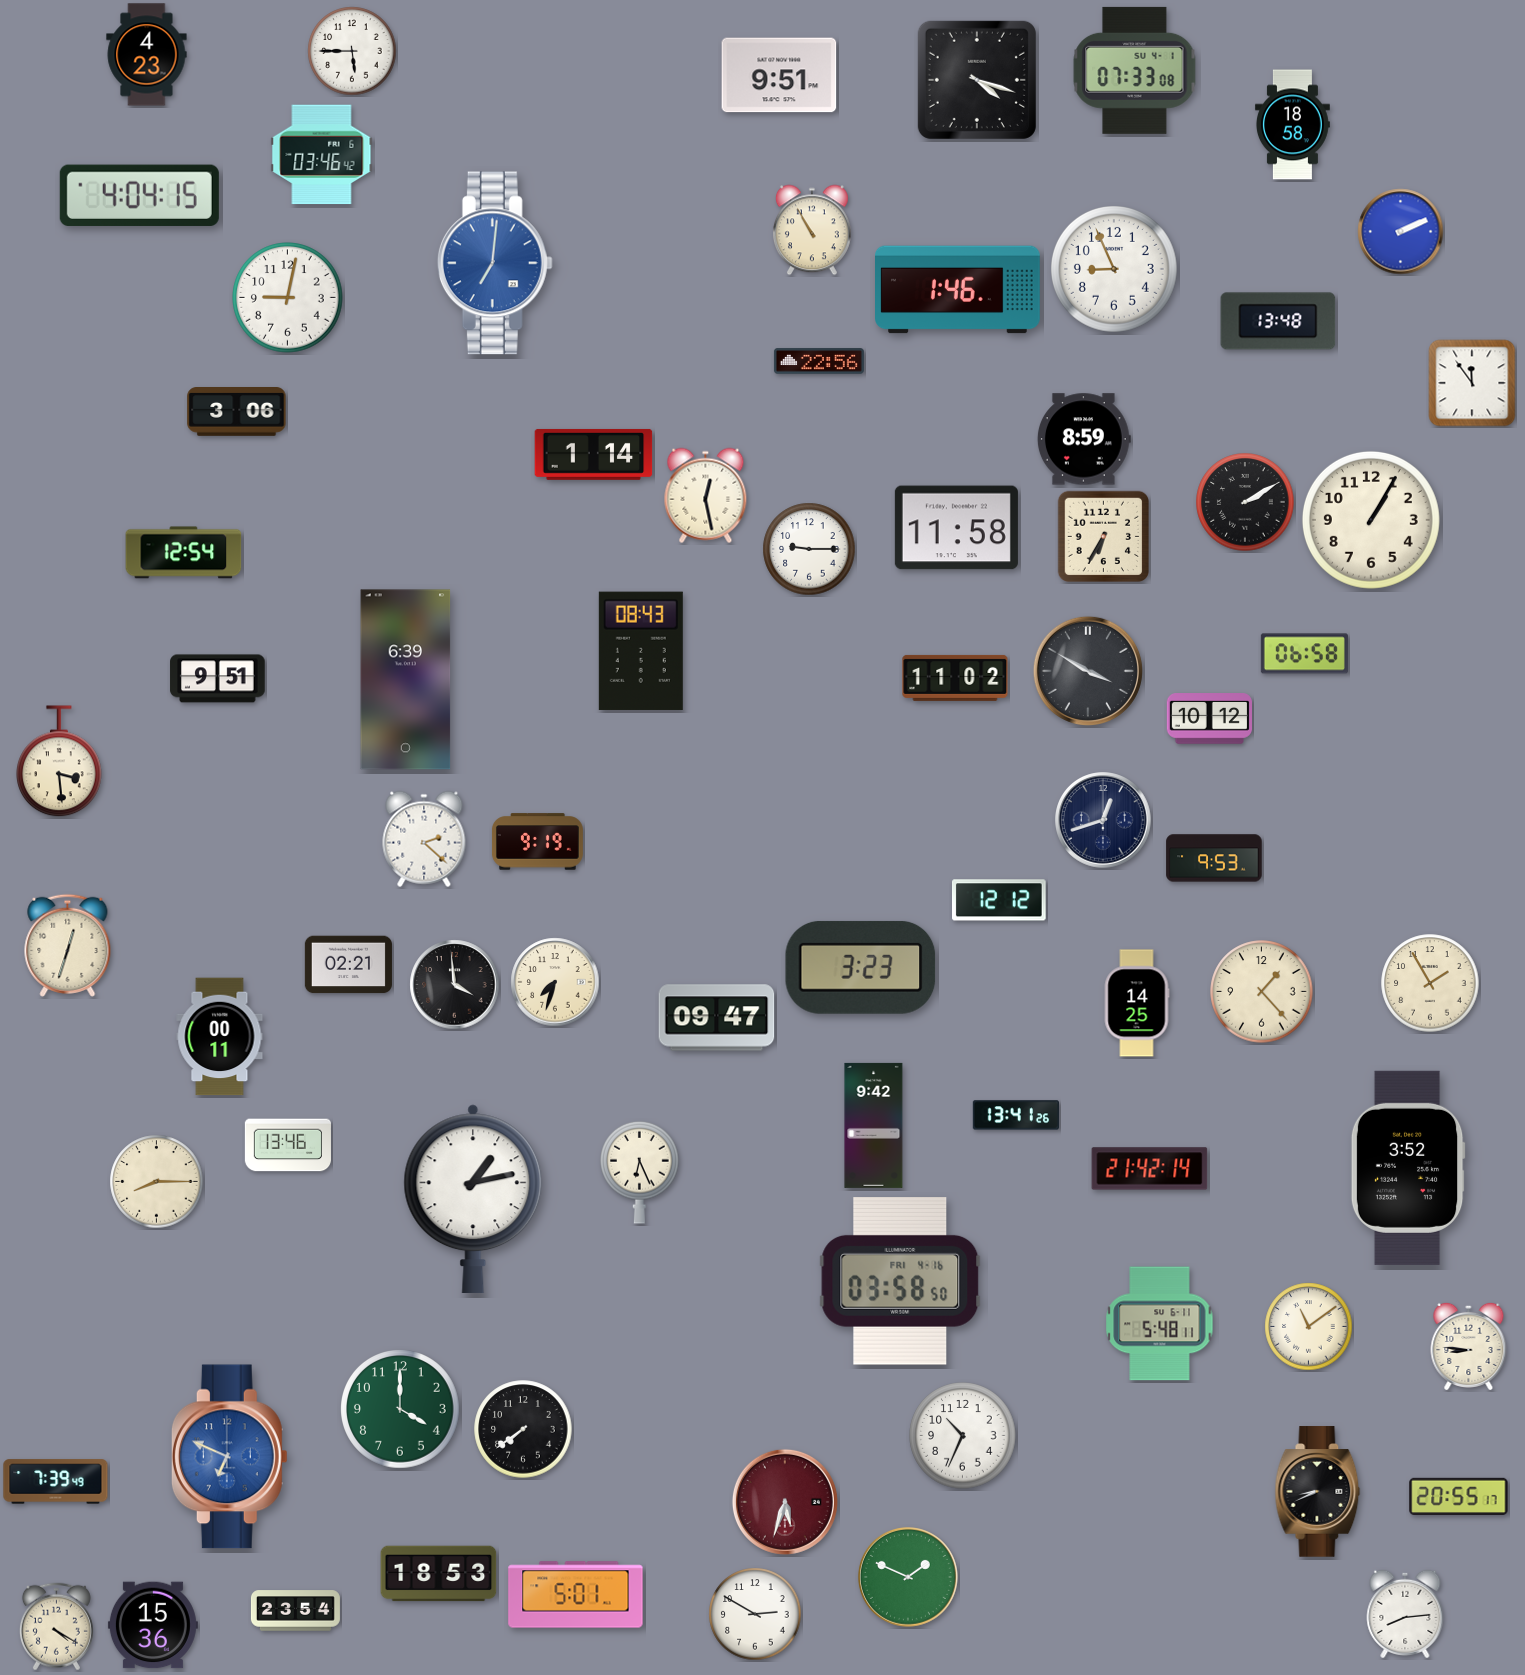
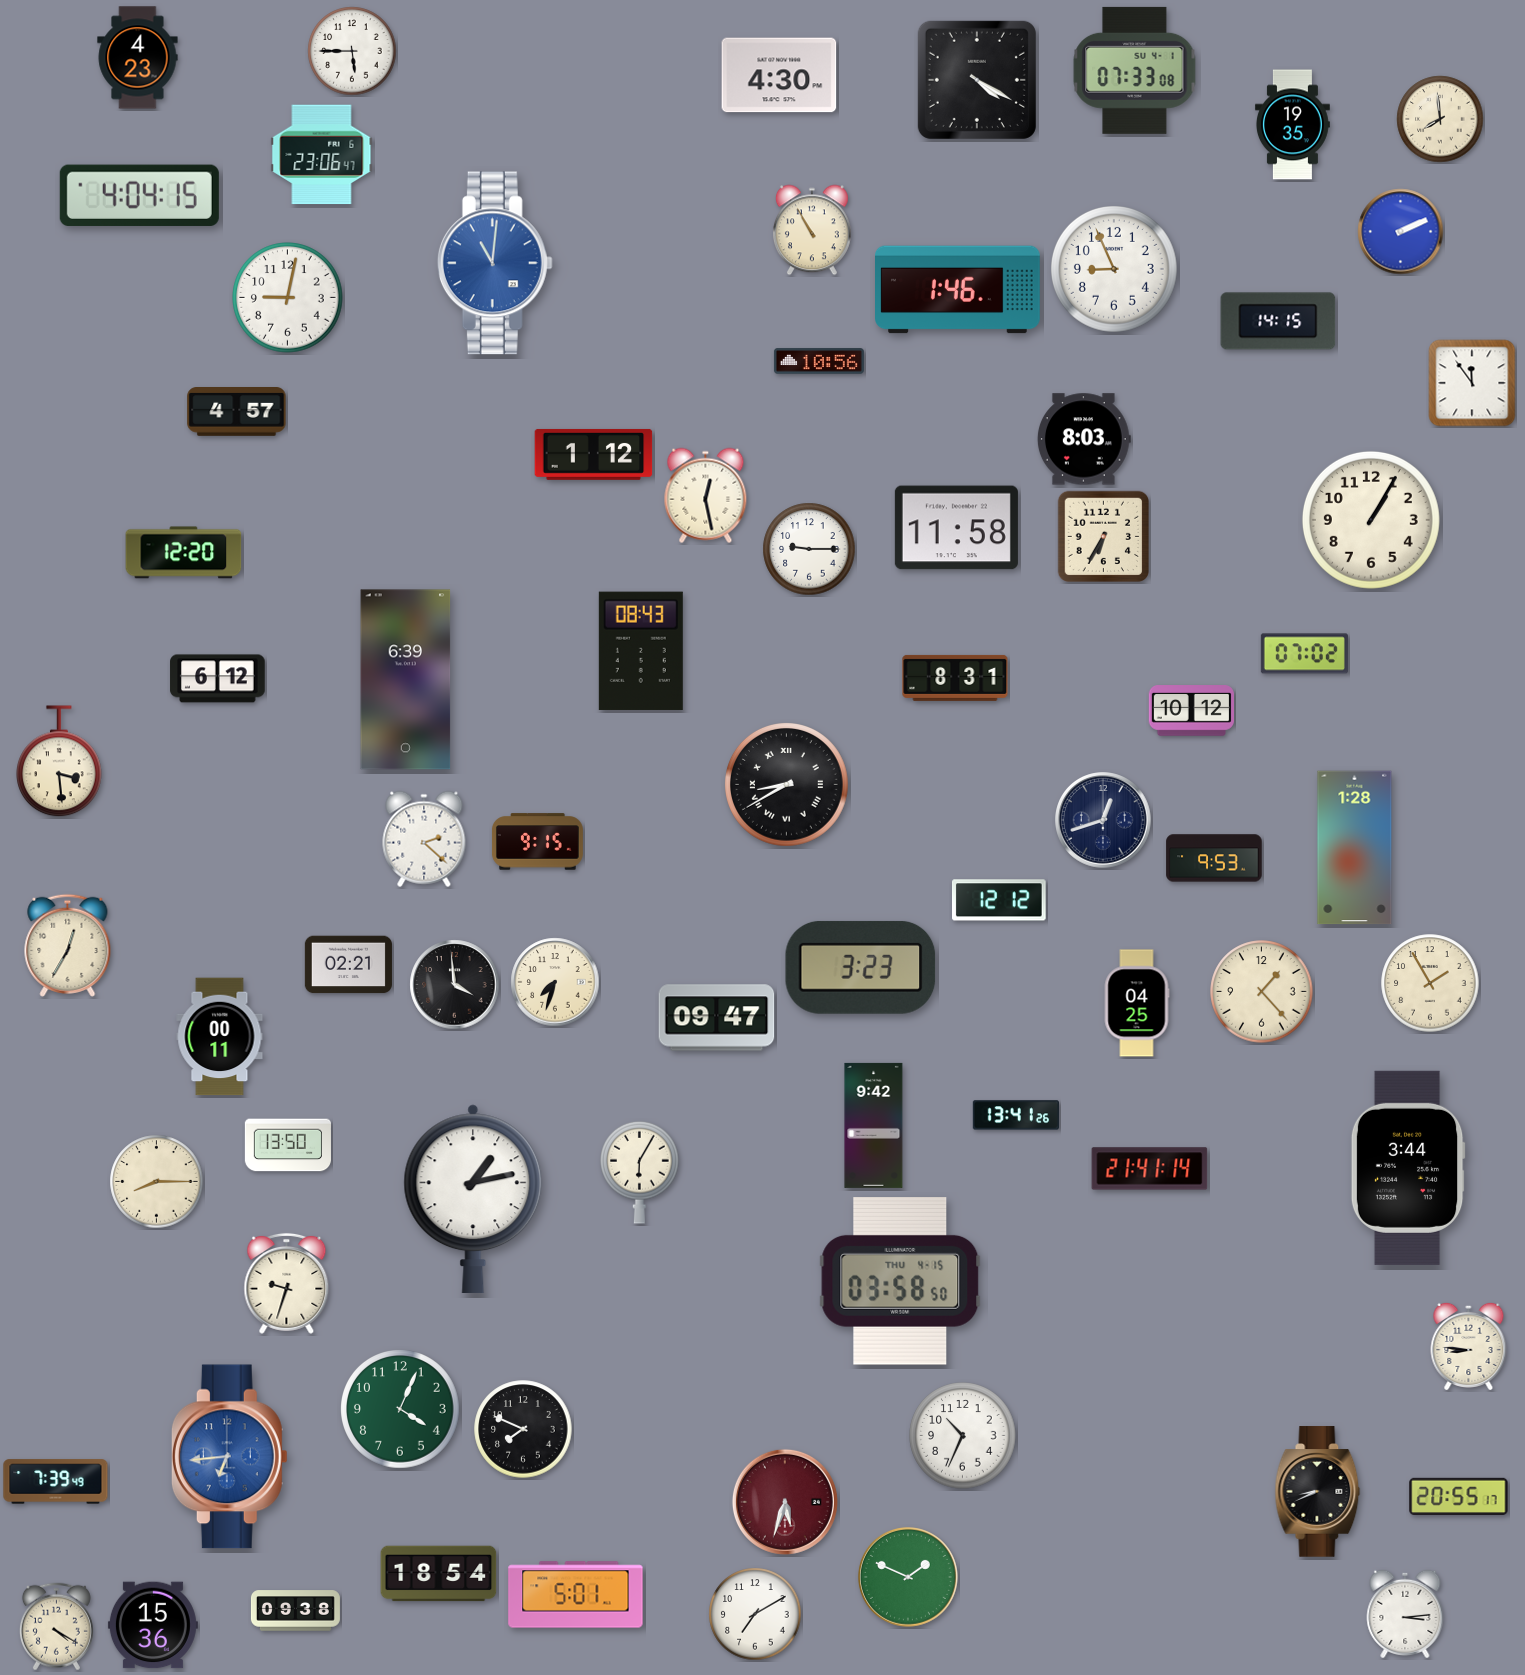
clock at (147, 55) position: (147, 55) -> (138, 58)
clock at (779, 75): 9:51 -> 4:30
clock at (977, 80): 4:18 -> 4:20
clock at (1440, 119): none -> 7:59
clock at (1292, 125): 18:58 -> 19:35
clock at (322, 155): 03:46 -> 23:06
clock at (495, 263): 7:01 -> 11:01
clock at (1278, 321): 13:48 -> 14:15
clock at (819, 361): 22:56 -> 10:56
clock at (237, 412): 3:06 -> 4:57
clock at (1084, 439): 8:59 -> 8:03
clock at (594, 454): 1:14 -> 1:12
clock at (1245, 502): 2:10 -> none
clock at (184, 553): 12:54 -> 12:20
clock at (1304, 654): 06:58 -> 07:02
clock at (1088, 671): 3:50 -> none
clock at (955, 678): 11:02 -> 8:31
clock at (218, 679): 9:51 -> 6:12
clock at (1209, 719) position: (1209, 719) -> (1191, 711)
clock at (787, 785): none -> 8:40
clock at (537, 842): 9:19 -> 9:15
clock at (1355, 848): none -> 1:28
clock at (68, 945): 12:33 -> 12:35
clock at (1137, 1003): 14:25 -> 04:25
clock at (288, 1145): 13:46 -> 13:50
clock at (1408, 1168): 3:52 -> 3:44
clock at (1150, 1169): 21:42 -> 21:41
clock at (640, 1172): 6:26 -> 6:05
clock at (900, 1282) date: FRI 4-16 -> THU 4-15
clock at (287, 1283): none -> 9:33
clock at (1160, 1324): 5:48 -> none
clock at (1309, 1327): 11:09 -> none
clock at (400, 1409): 4:00 -> 4:04
clock at (523, 1429): 7:39 -> 7:49
clock at (229, 1457): 6:49 -> 6:44
clock at (439, 1574): 18:53 -> 18:54
clock at (295, 1611): 23:54 -> 09:38
clock at (755, 1614): 2:50 -> 7:10
clock at (1405, 1614): 8:14 -> 3:14
